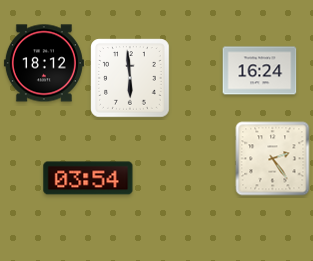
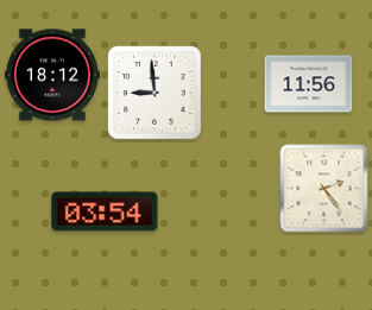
clock at (260, 71): 16:24 -> 11:56
clock at (130, 78): 5:59 -> 8:59
